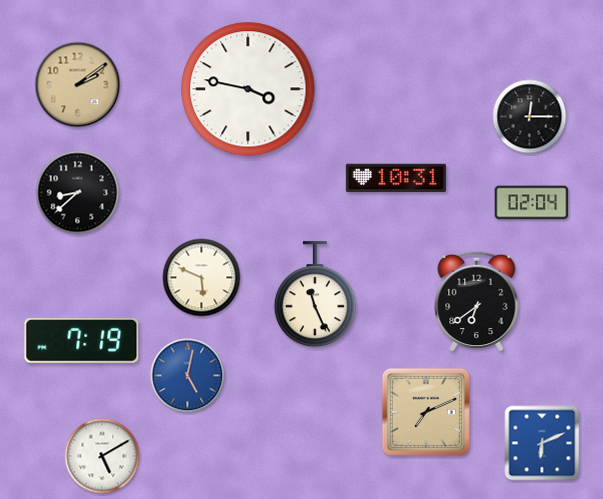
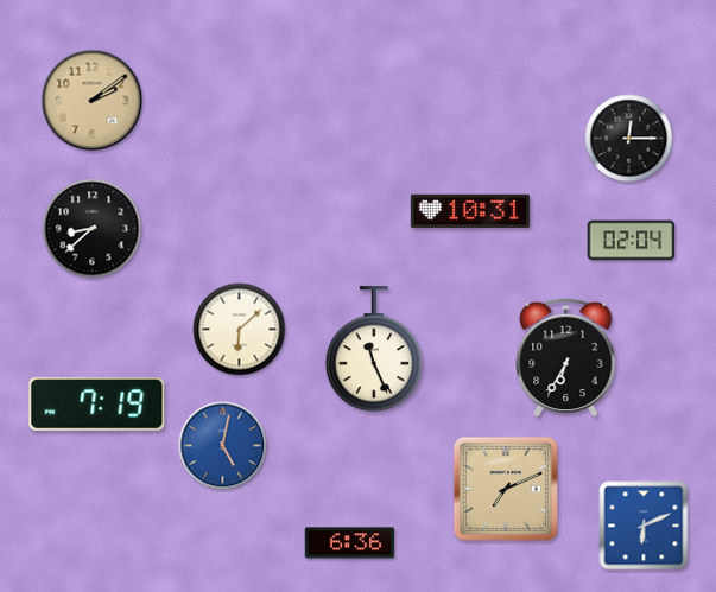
clock at (248, 89): 3:47 -> none
clock at (202, 278): 5:49 -> 6:08
clock at (477, 301): 6:39 -> 6:35
clock at (102, 456): 5:10 -> none
clock at (350, 543): none -> 6:36
